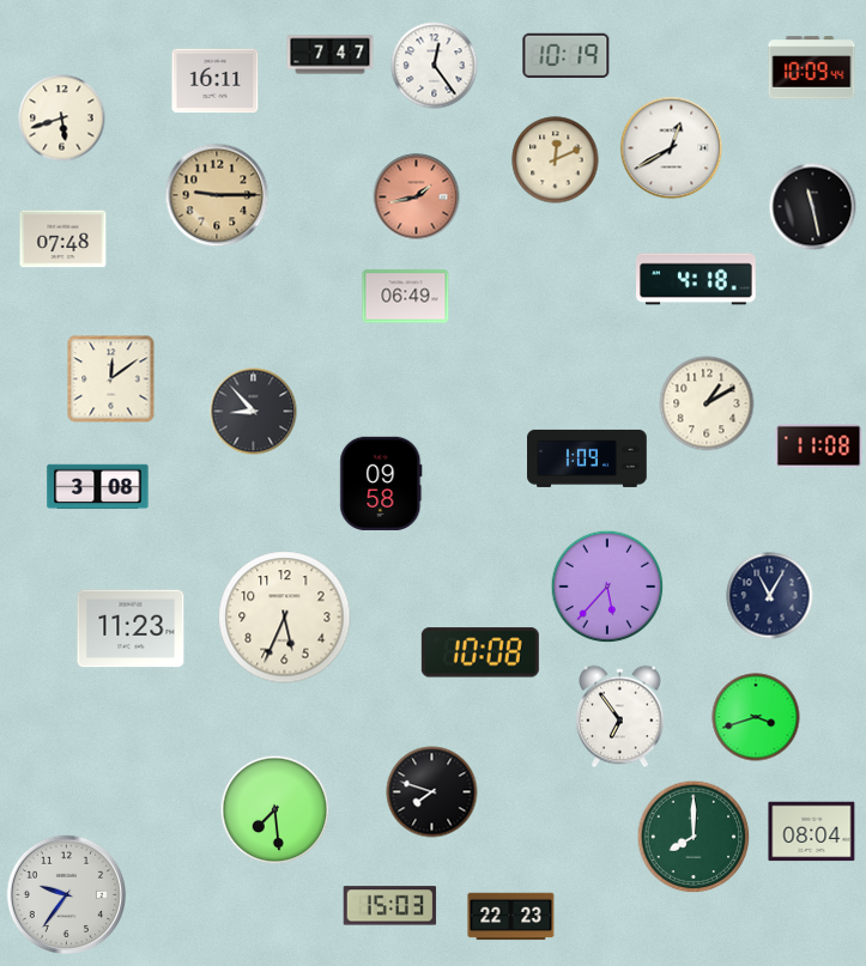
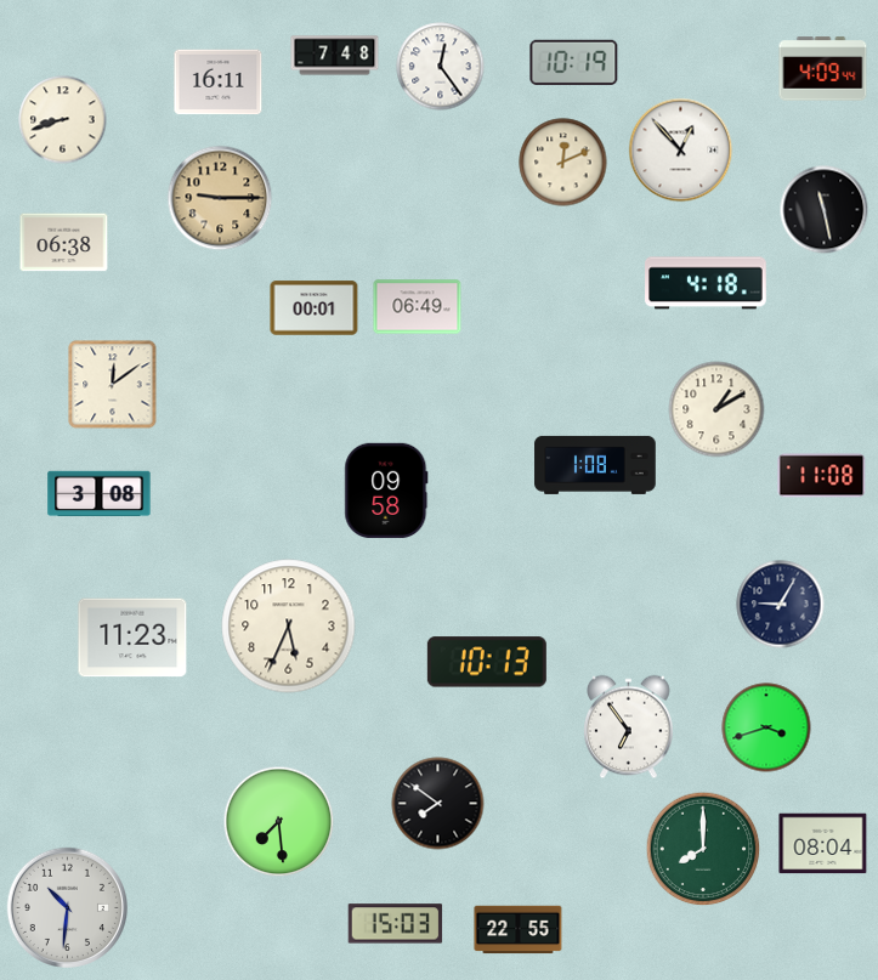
clock at (331, 55): 7:47 -> 7:48
clock at (567, 55) position: (567, 55) -> (574, 62)
clock at (812, 68): 10:09 -> 4:09
clock at (62, 119): 5:42 -> 8:42
clock at (672, 148): 12:40 -> 12:53
clock at (417, 198): 1:43 -> none
clock at (63, 239): 07:48 -> 06:38
clock at (406, 297) position: (406, 297) -> (418, 307)
clock at (315, 308): none -> 00:01
clock at (254, 412): 8:53 -> none
clock at (819, 446) position: (819, 446) -> (822, 476)
clock at (587, 458): 1:09 -> 1:08
clock at (607, 587): 5:37 -> none
clock at (770, 596): 11:05 -> 9:05
clock at (480, 652): 10:08 -> 10:13
clock at (432, 792): 7:48 -> 7:51
clock at (66, 894): 9:36 -> 10:31
clock at (390, 906) position: (390, 906) -> (396, 924)
clock at (511, 917): 22:23 -> 22:55
